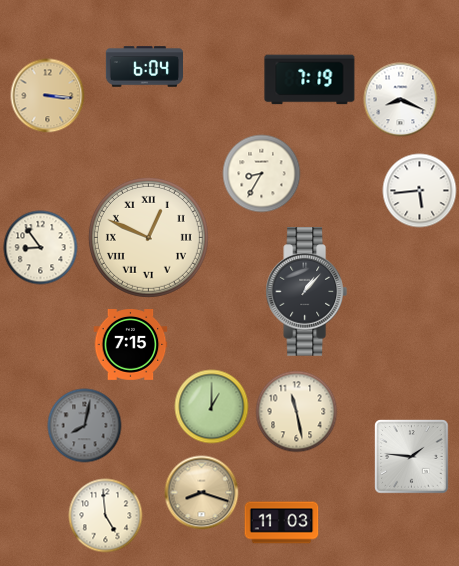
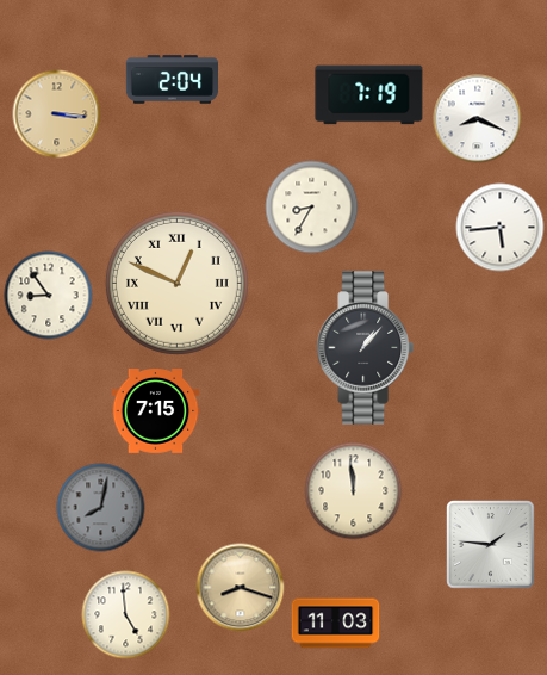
clock at (144, 67): 6:04 -> 2:04
clock at (212, 407): 1:00 -> none
clock at (297, 412): 11:28 -> 11:59
